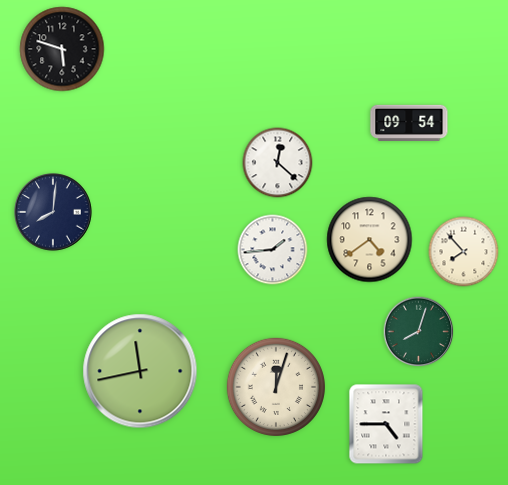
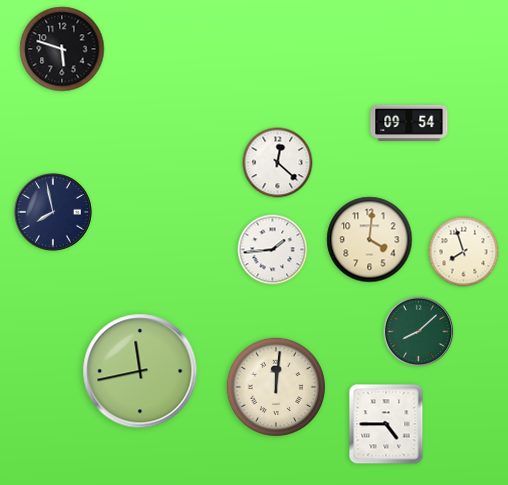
clock at (53, 212): 8:01 -> 7:58
clock at (370, 240): 4:39 -> 4:01
clock at (464, 252): 7:53 -> 7:57
clock at (419, 332): 8:03 -> 8:08
clock at (276, 387): 12:03 -> 12:01
